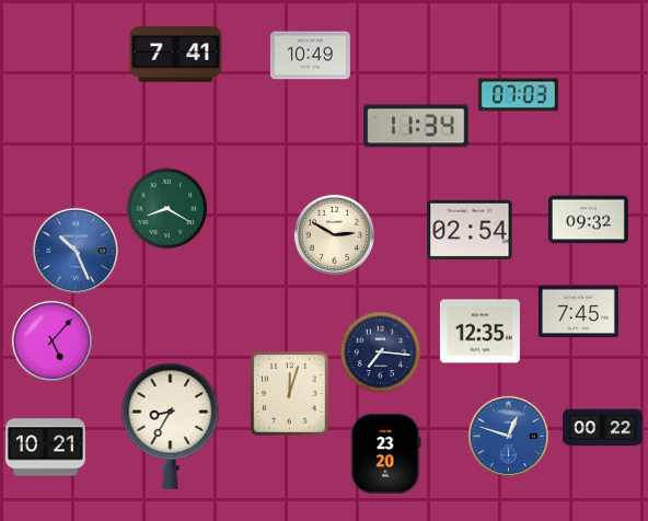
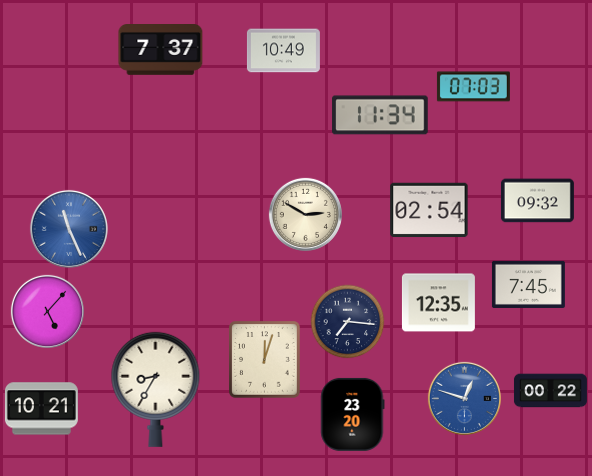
clock at (176, 55): 7:41 -> 7:37
clock at (167, 209): 8:20 -> none
clock at (76, 251): 10:26 -> 11:26
